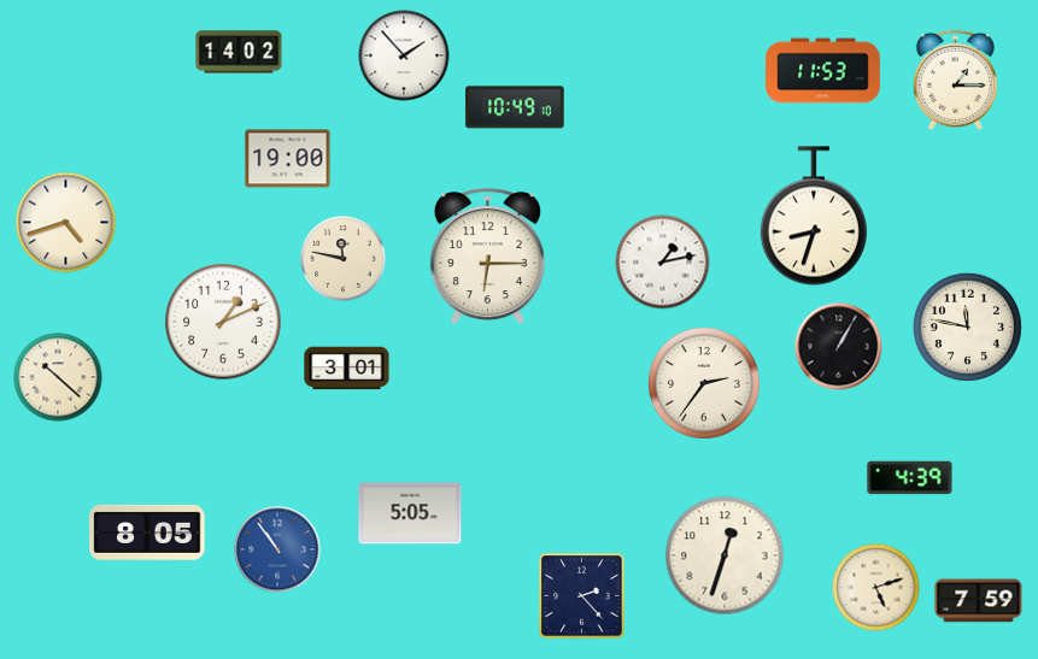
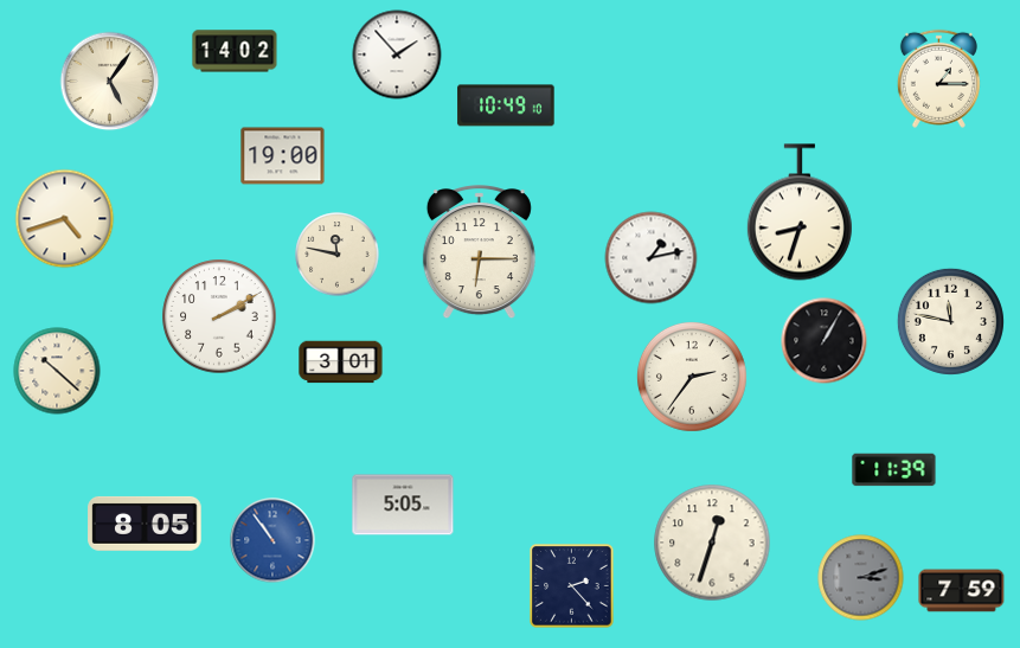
clock at (823, 71): 11:53 -> none
clock at (110, 82): none -> 5:06
clock at (223, 322): 1:11 -> 2:10
clock at (910, 478): 4:39 -> 11:39
clock at (725, 555) position: (725, 555) -> (712, 543)
clock at (876, 588): 5:12 -> 3:12
clock at (876, 588) dial: cream -> grey
